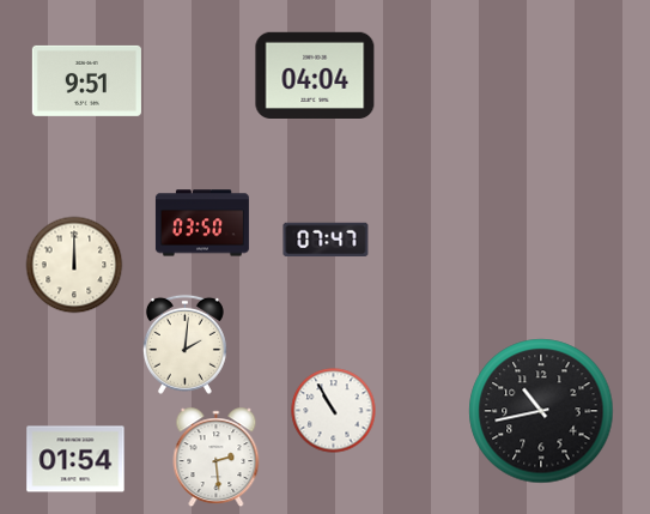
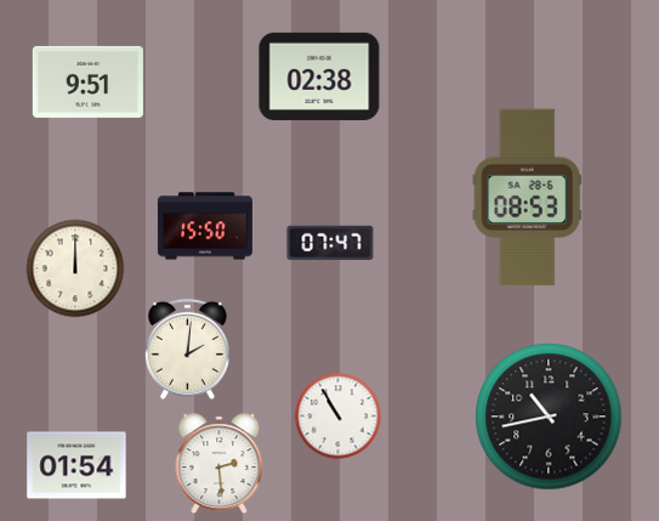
clock at (315, 74): 04:04 -> 02:38
clock at (527, 198): none -> 08:53
clock at (202, 223): 03:50 -> 15:50
